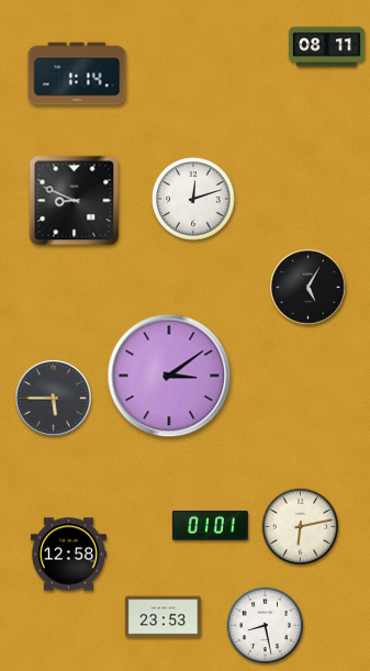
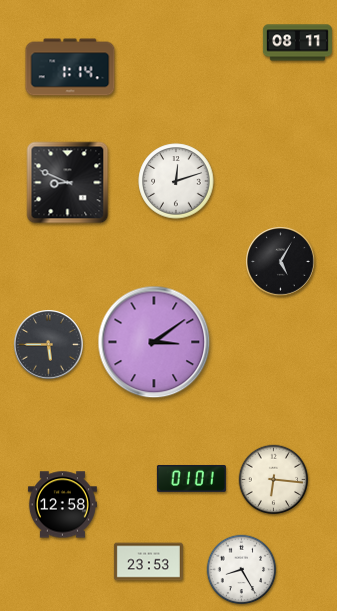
clock at (54, 399) position: (54, 399) -> (49, 345)
clock at (301, 527): 6:13 -> 6:16
clock at (266, 626): 8:28 -> 8:25
